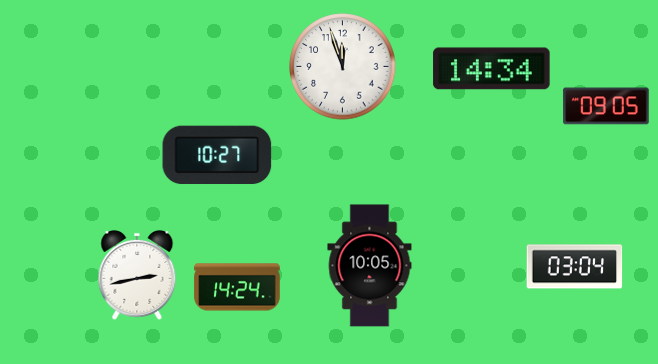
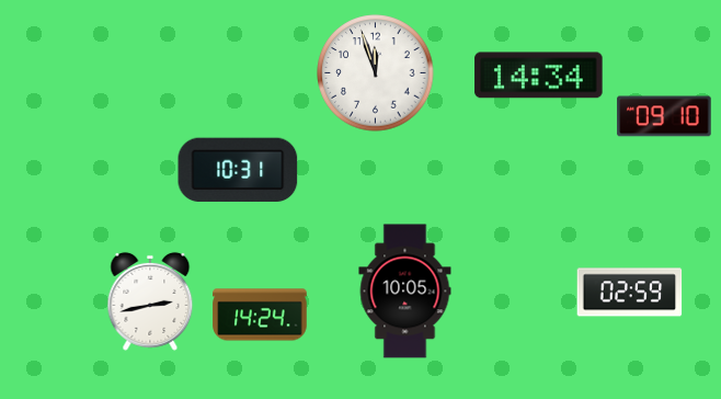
clock at (606, 106): 09:05 -> 09:10
clock at (217, 155): 10:27 -> 10:31
clock at (575, 267): 03:04 -> 02:59
